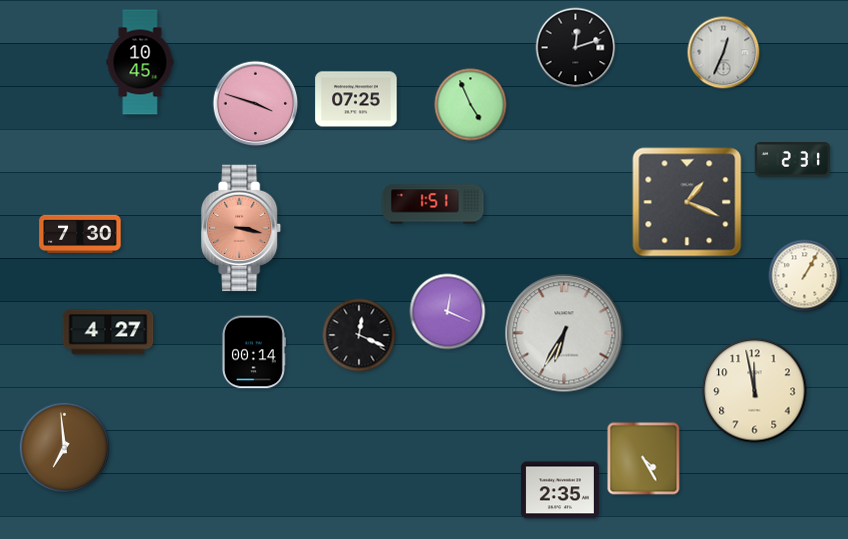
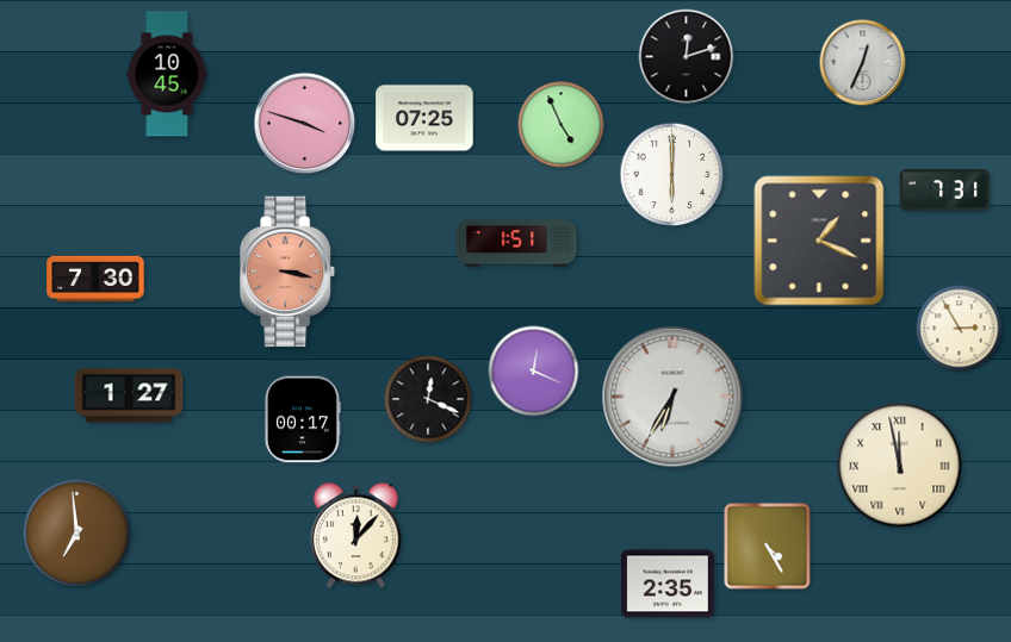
clock at (672, 175): none -> 6:00
clock at (793, 160): 2:31 -> 7:31
clock at (805, 276): 1:05 -> 2:55
clock at (108, 332): 4:27 -> 1:27
clock at (253, 352): 00:14 -> 00:17
clock at (755, 391) numerals: Arabic -> Roman
clock at (355, 536): none -> 12:07
